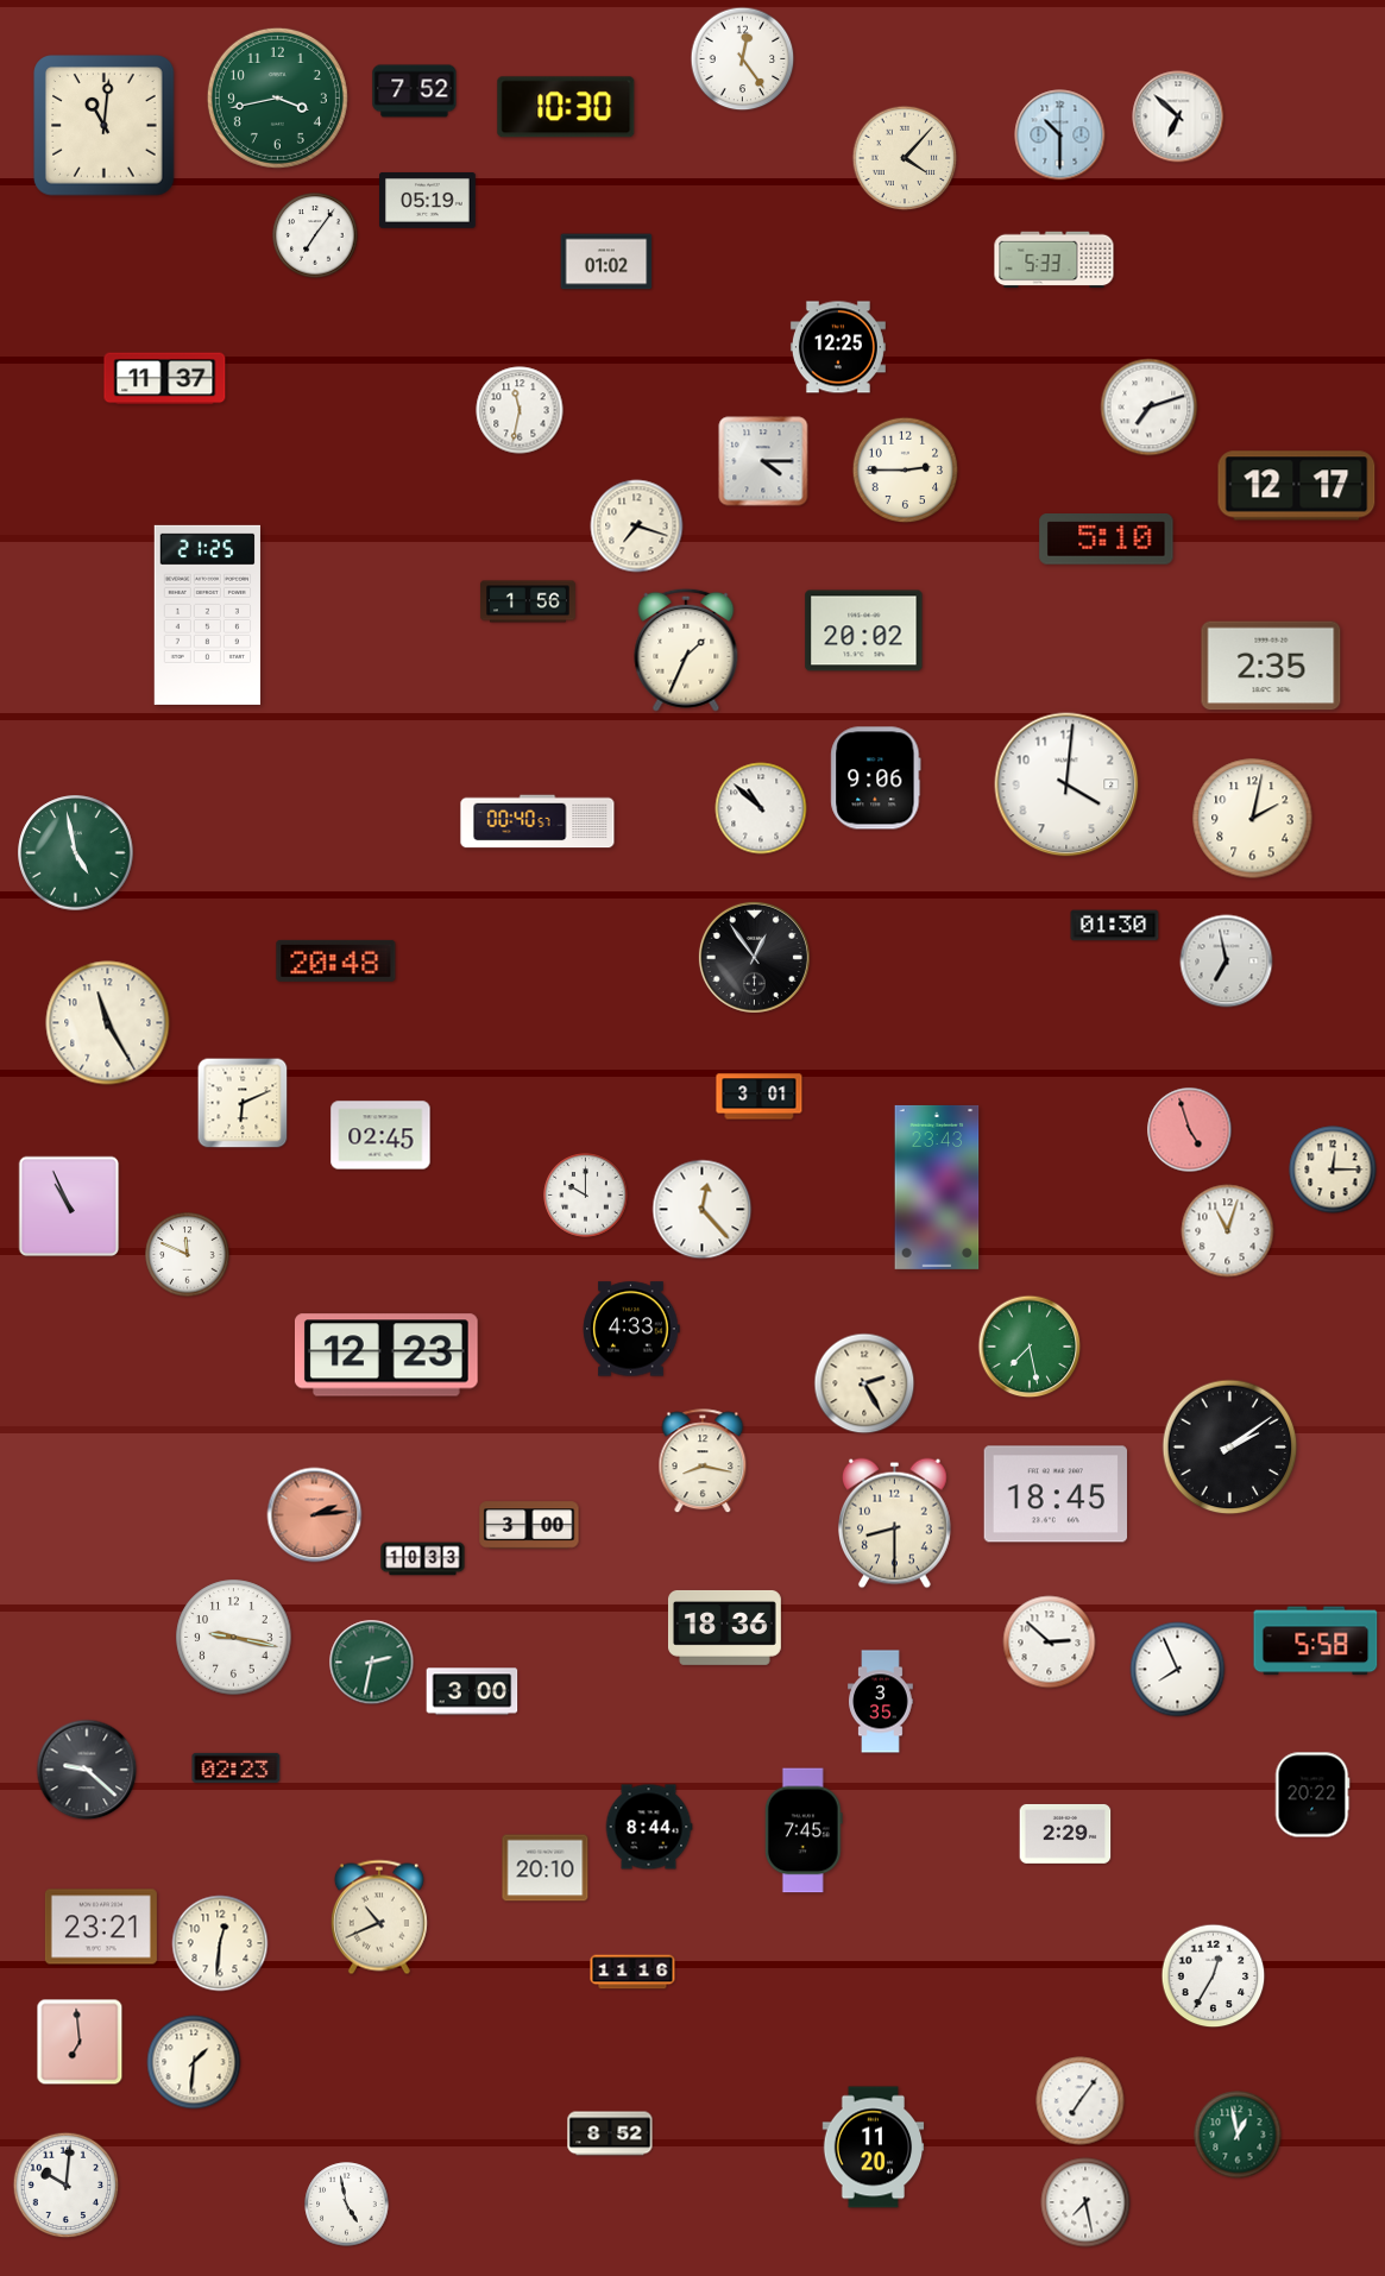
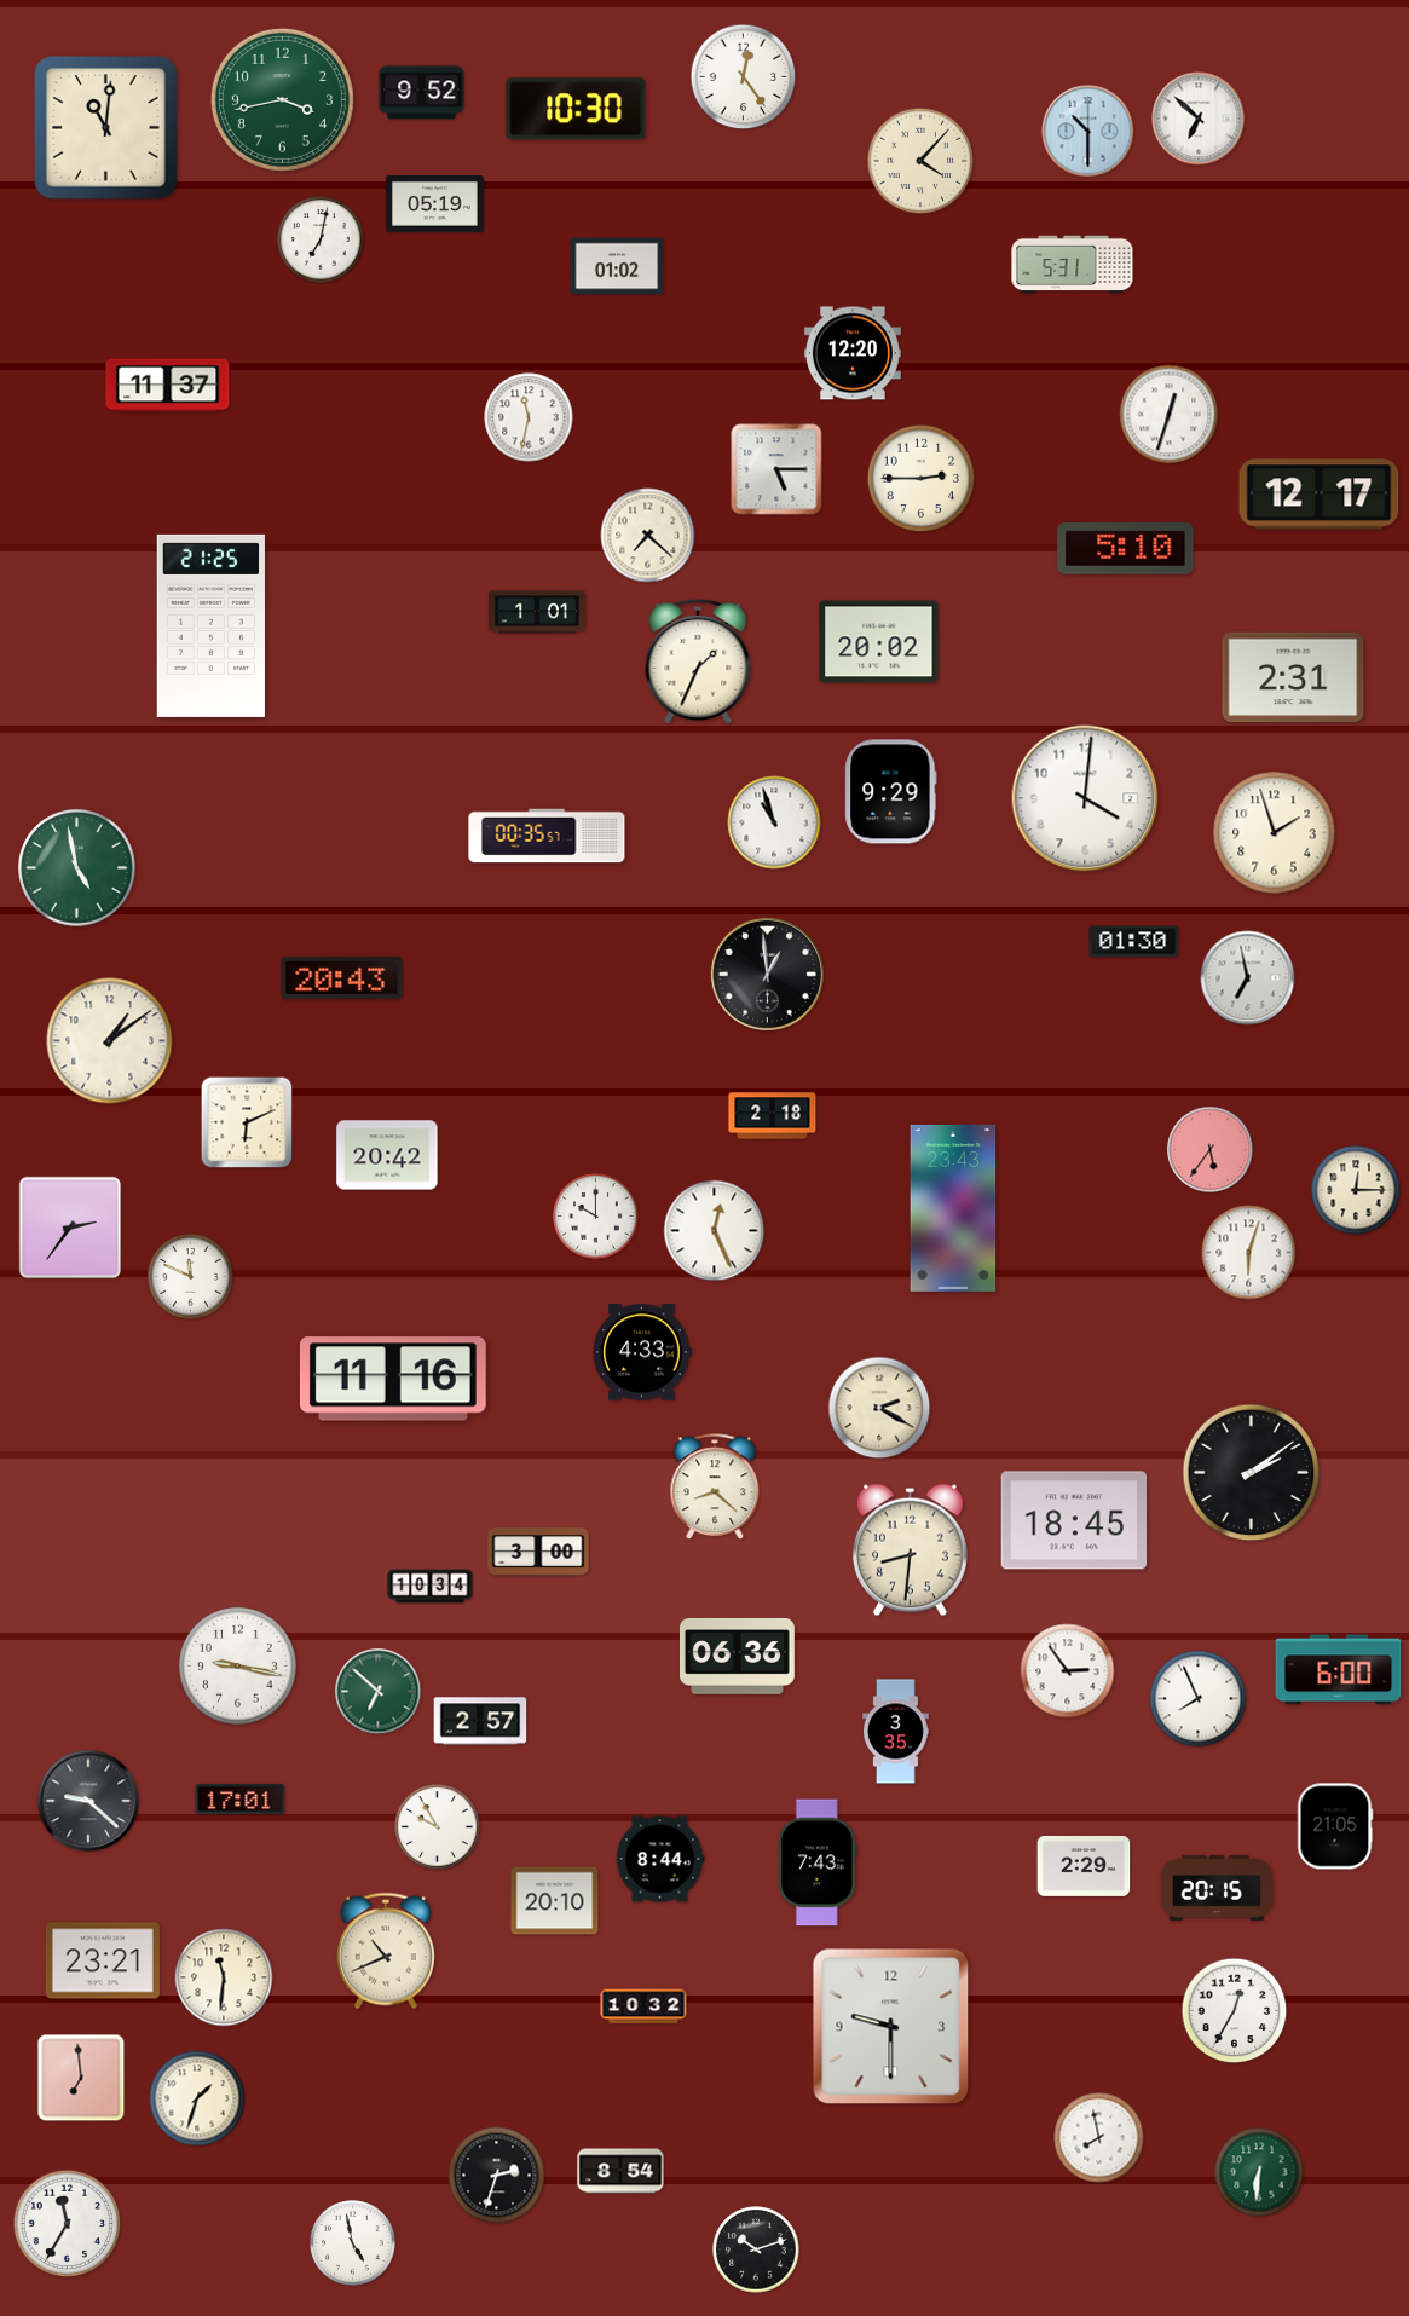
clock at (743, 59) position: (743, 59) -> (744, 77)
clock at (415, 92): 7:52 -> 9:52
clock at (1060, 135) position: (1060, 135) -> (1088, 132)
clock at (315, 235): 7:06 -> 7:02
clock at (1055, 260): 5:33 -> 5:31
clock at (838, 347): 12:25 -> 12:20
clock at (1150, 408): 7:12 -> 12:33
clock at (763, 461): 4:15 -> 5:15
clock at (637, 527): 7:18 -> 7:22
clock at (528, 601): 1:56 -> 1:01
clock at (1271, 666): 2:35 -> 2:31
clock at (876, 778): 9:06 -> 9:29
clock at (761, 808): 10:52 -> 10:57
clock at (1253, 819): 2:02 -> 1:57
clock at (537, 821): 00:40 -> 00:35
clock at (754, 957): 12:54 -> 12:59
clock at (336, 960): 20:48 -> 20:43
clock at (108, 1023): 11:25 -> 1:09
clock at (760, 1097): 3:01 -> 2:18
clock at (1190, 1130): 4:57 -> 5:36
clock at (380, 1135): 02:45 -> 20:42
clock at (69, 1206): 10:56 -> 2:36
clock at (703, 1210): 12:23 -> 12:26
clock at (1228, 1231): 11:03 -> 6:03
clock at (1030, 1347): 7:28 -> none
clock at (386, 1355): 12:23 -> 11:16
clock at (864, 1383): 2:25 -> 2:20
clock at (703, 1462): 8:17 -> 8:22
clock at (315, 1515): 2:14 -> none
clock at (895, 1524): 8:30 -> 8:31
clock at (423, 1559): 10:33 -> 10:34
clock at (724, 1627): 18:36 -> 06:36
clock at (1316, 1641): 5:58 -> 6:00
clock at (1050, 1643): 2:52 -> 2:54
clock at (372, 1663): 2:32 -> 6:52
clock at (472, 1691): 3:00 -> 2:57
clock at (237, 1767): 02:23 -> 17:01
clock at (1312, 1795): 20:22 -> 21:05
clock at (438, 1827): none -> 9:55
clock at (804, 1830): 7:45 -> 7:43
clock at (1217, 1889): none -> 20:15
clock at (220, 1943): 12:31 -> 11:31
clock at (632, 1972): 11:16 -> 10:32
clock at (891, 2027): none -> 9:30
clock at (194, 2062): 1:31 -> 1:33
clock at (1081, 2101): 7:06 -> 7:58
clock at (610, 2133): 8:52 -> 8:54
clock at (1238, 2135): 12:58 -> 6:31
clock at (497, 2176): none -> 2:33
clock at (874, 2148): 11:20 -> none
clock at (67, 2186): 10:01 -> 11:35
clock at (1085, 2202): 7:28 -> none
clock at (756, 2249): none -> 10:12
